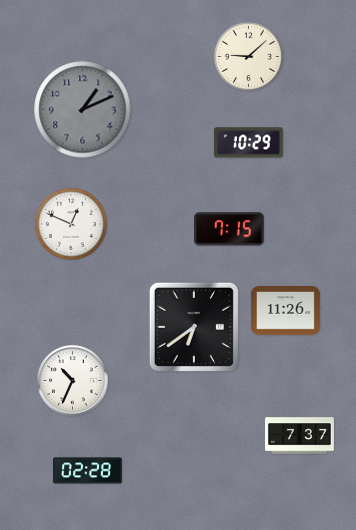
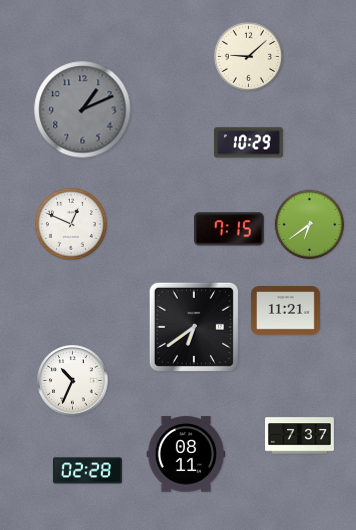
clock at (310, 225): none -> 6:39
clock at (285, 311): 11:26 -> 11:21
clock at (186, 454): none -> 08:11
